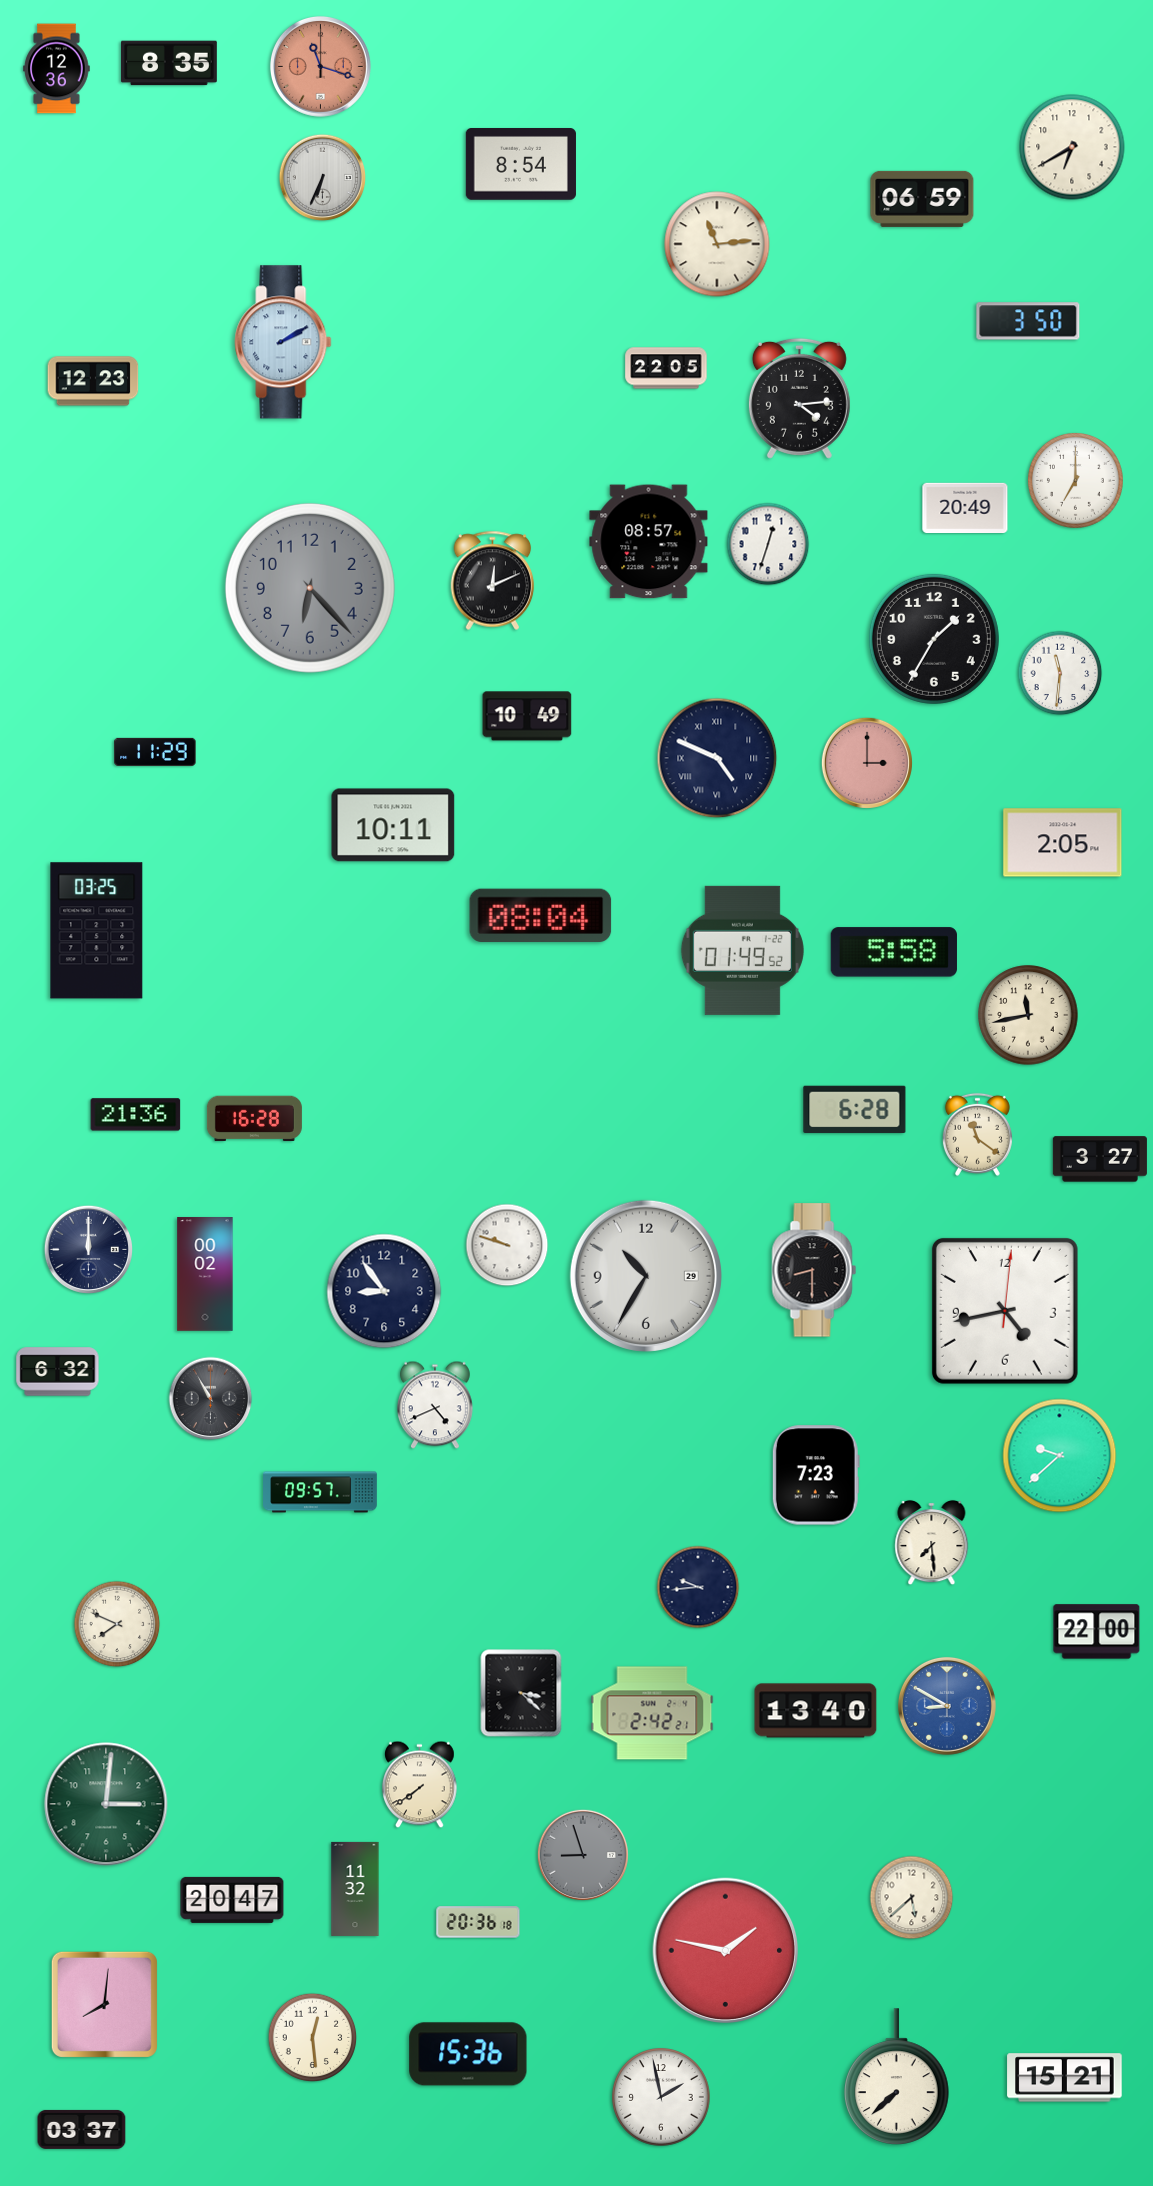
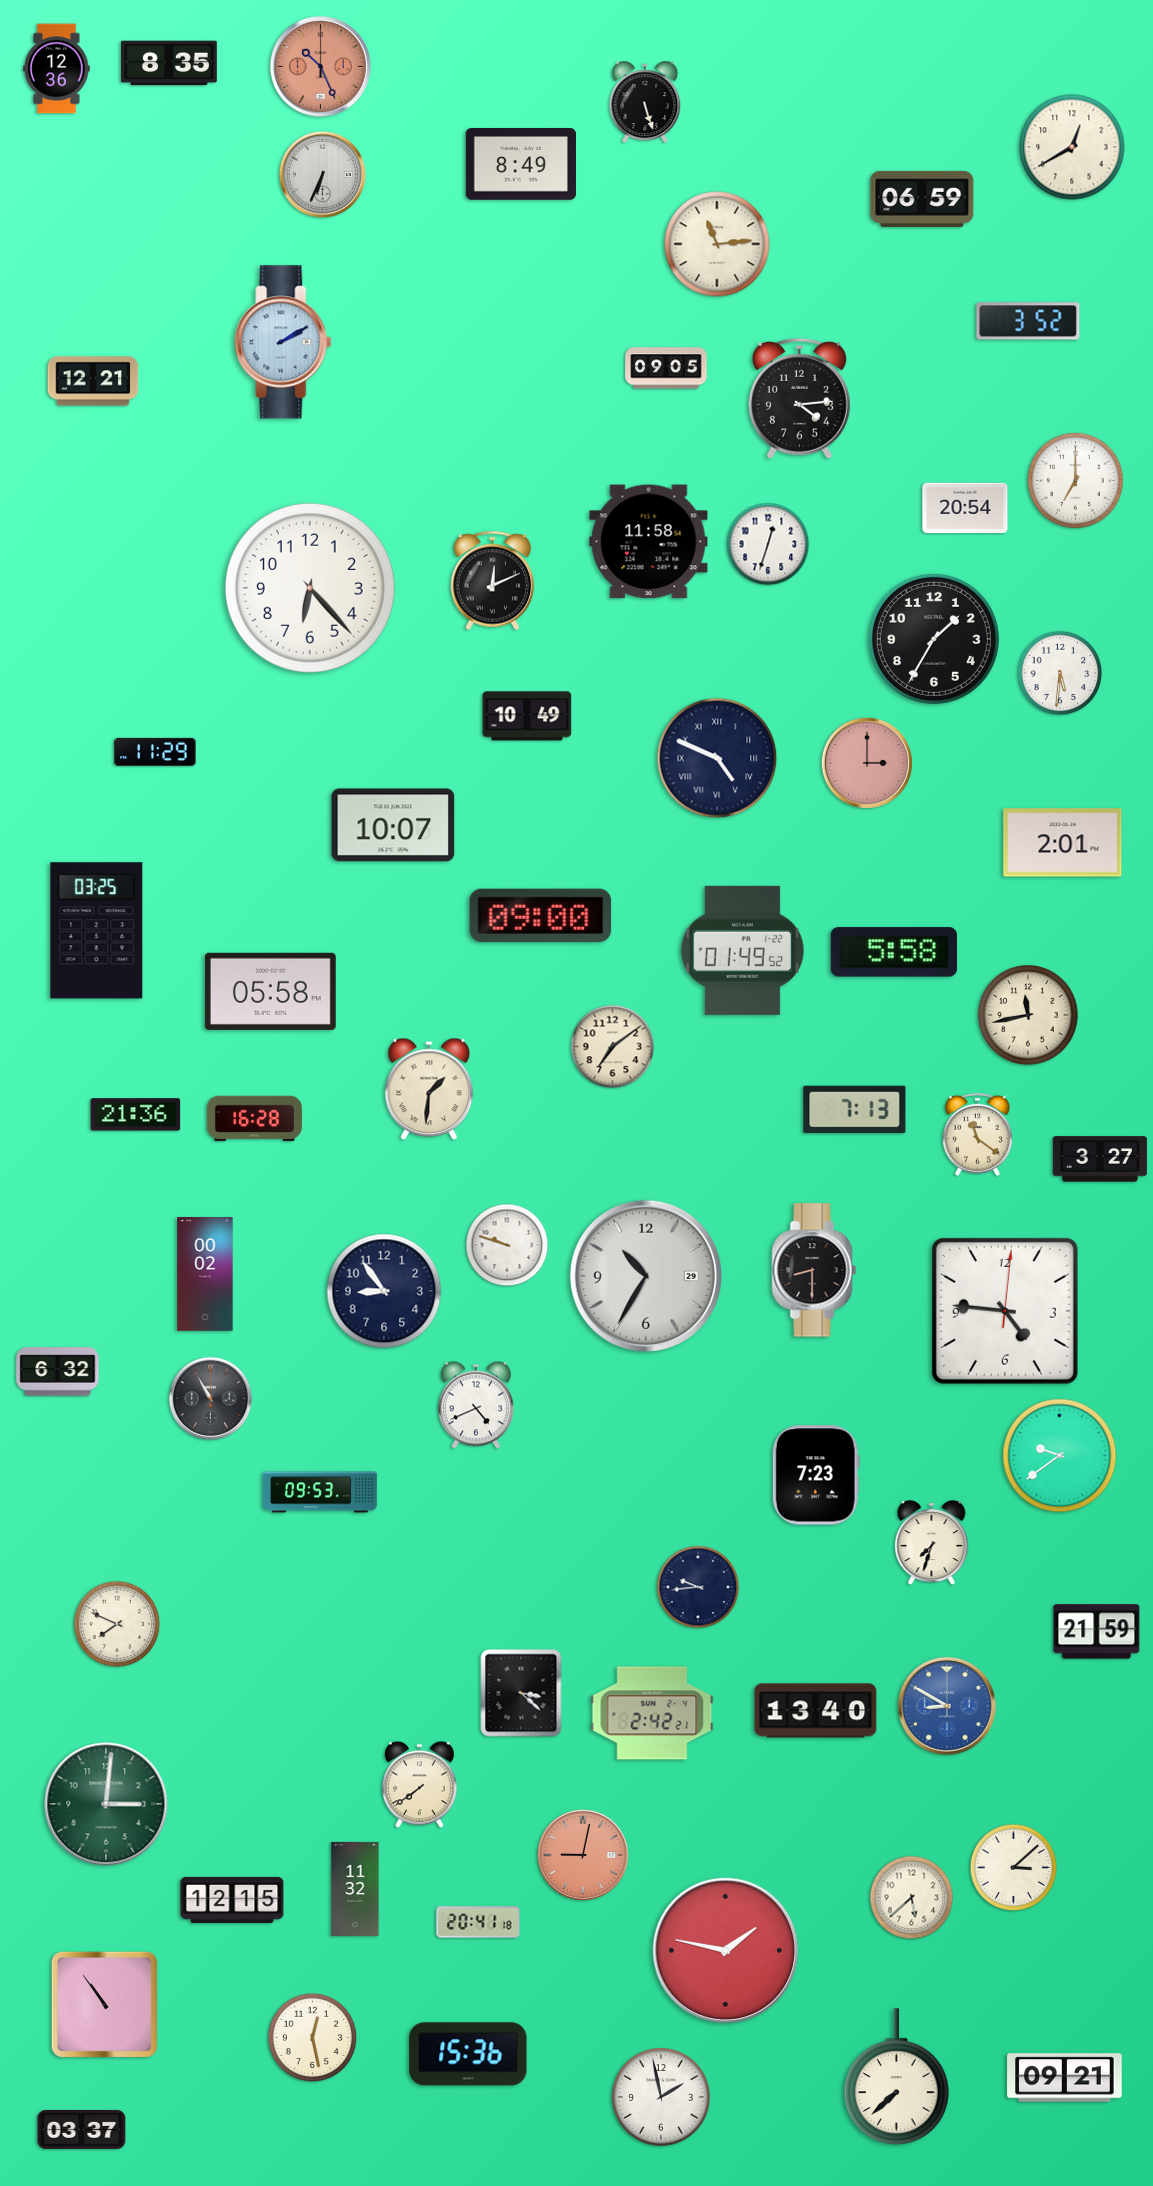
clock at (320, 66): 11:18 -> 10:26
clock at (645, 102): none -> 5:27
clock at (1072, 147): 6:40 -> 12:40
clock at (521, 165): 8:54 -> 8:49
clock at (323, 178) position: (323, 178) -> (323, 175)
clock at (1028, 321): 3:50 -> 3:52
clock at (666, 368): 22:05 -> 09:05
clock at (93, 381): 12:23 -> 12:21
clock at (965, 507): 20:49 -> 20:54
clock at (649, 542): 08:57 -> 11:58
clock at (310, 588) dial: grey -> white
clock at (1060, 673): 11:31 -> 5:31
clock at (393, 825): 10:11 -> 10:07
clock at (1063, 843): 2:05 -> 2:01
clock at (541, 916): 08:04 -> 09:00
clock at (270, 991): none -> 05:58
clock at (613, 1047): none -> 7:09
clock at (429, 1089): none -> 1:31
clock at (855, 1110): 6:28 -> 7:13
clock at (88, 1249): 12:00 -> none
clock at (1005, 1311): 4:43 -> 4:46
clock at (435, 1405) position: (435, 1405) -> (476, 1405)
clock at (1060, 1456): 9:38 -> 9:39
clock at (320, 1492): 09:57 -> 09:53
clock at (932, 1543): 7:29 -> 7:33
clock at (1097, 1632): 22:00 -> 21:59
clock at (583, 1855): 8:57 -> 9:02
clock at (583, 1855) dial: grey -> salmon
clock at (1014, 1868): none -> 3:08
clock at (232, 1900): 20:47 -> 12:15
clock at (478, 1922): 20:36 -> 20:41
clock at (104, 2004): 8:01 -> 10:54
clock at (313, 2038): 12:29 -> 12:28
clock at (1065, 2078): 15:21 -> 09:21
